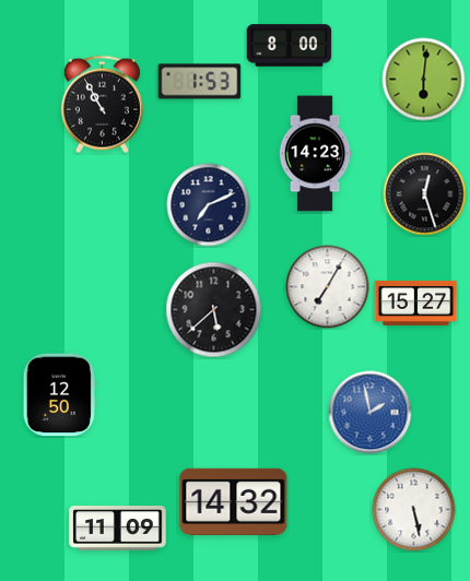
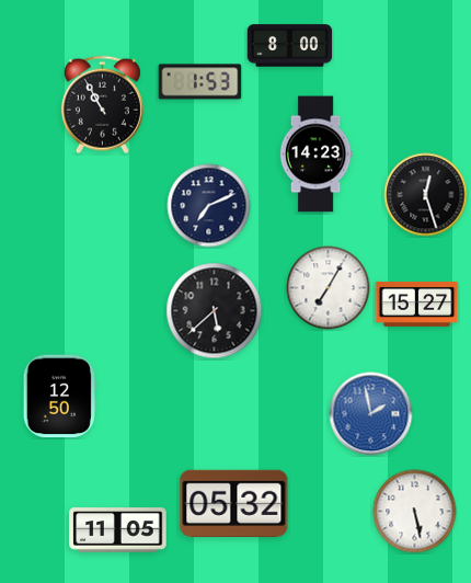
clock at (424, 80): 6:01 -> none
clock at (234, 501): 14:32 -> 05:32
clock at (118, 529): 11:09 -> 11:05
